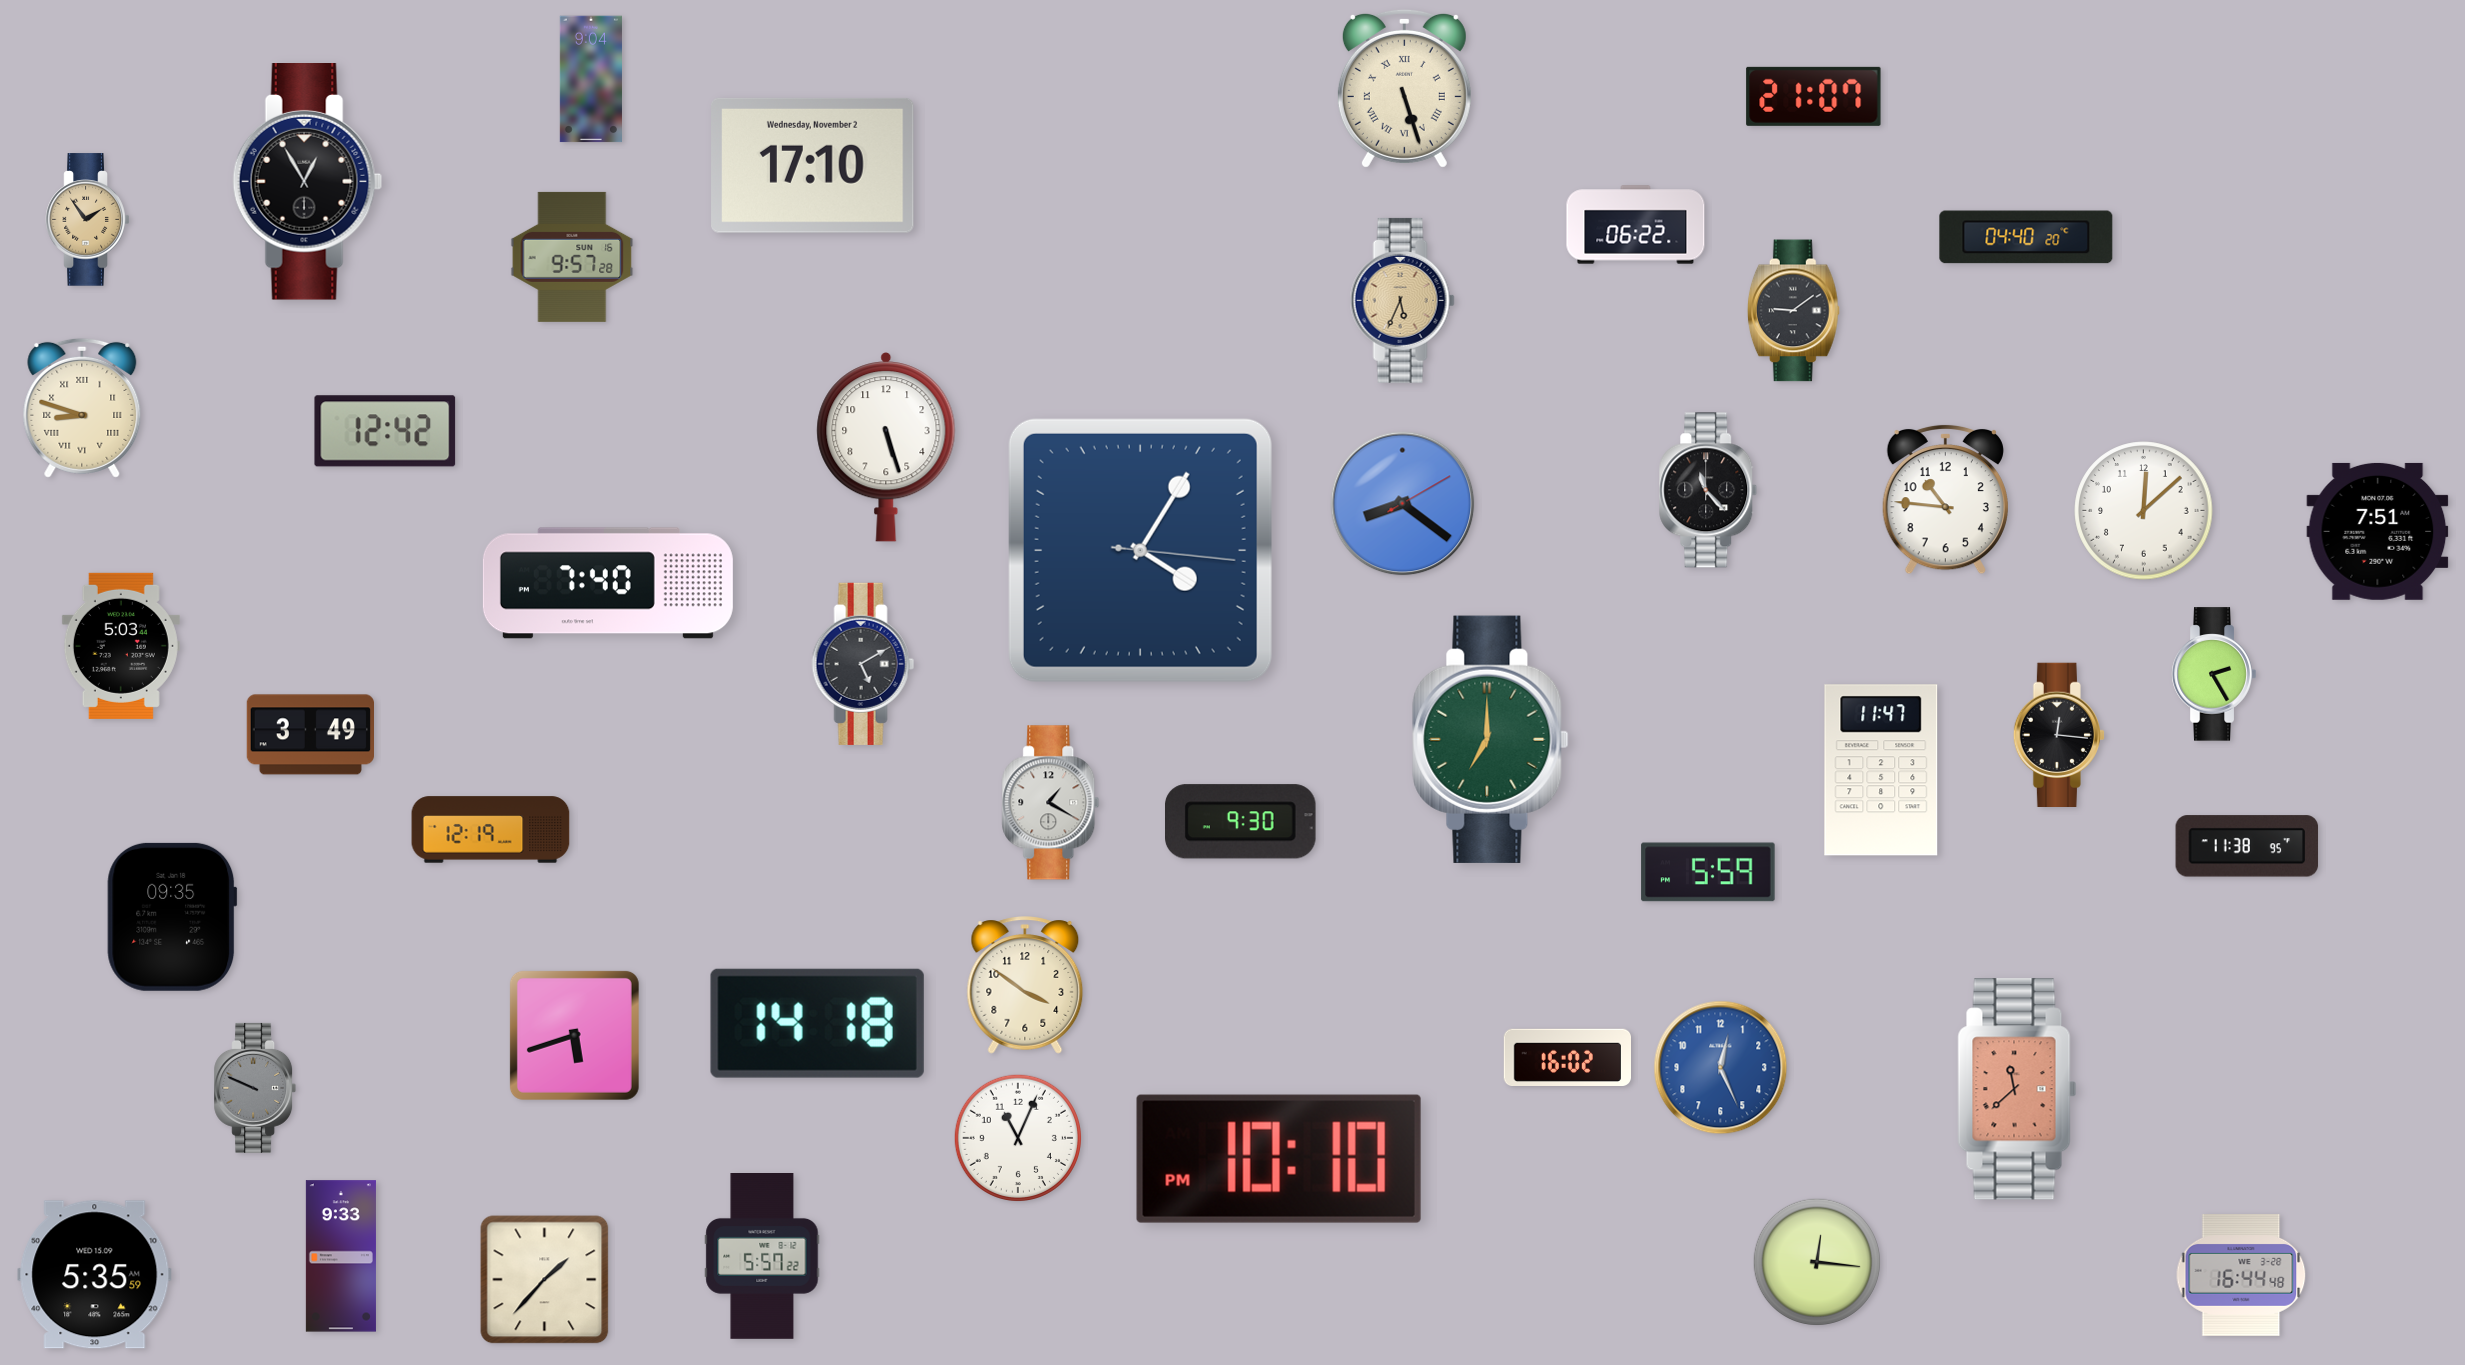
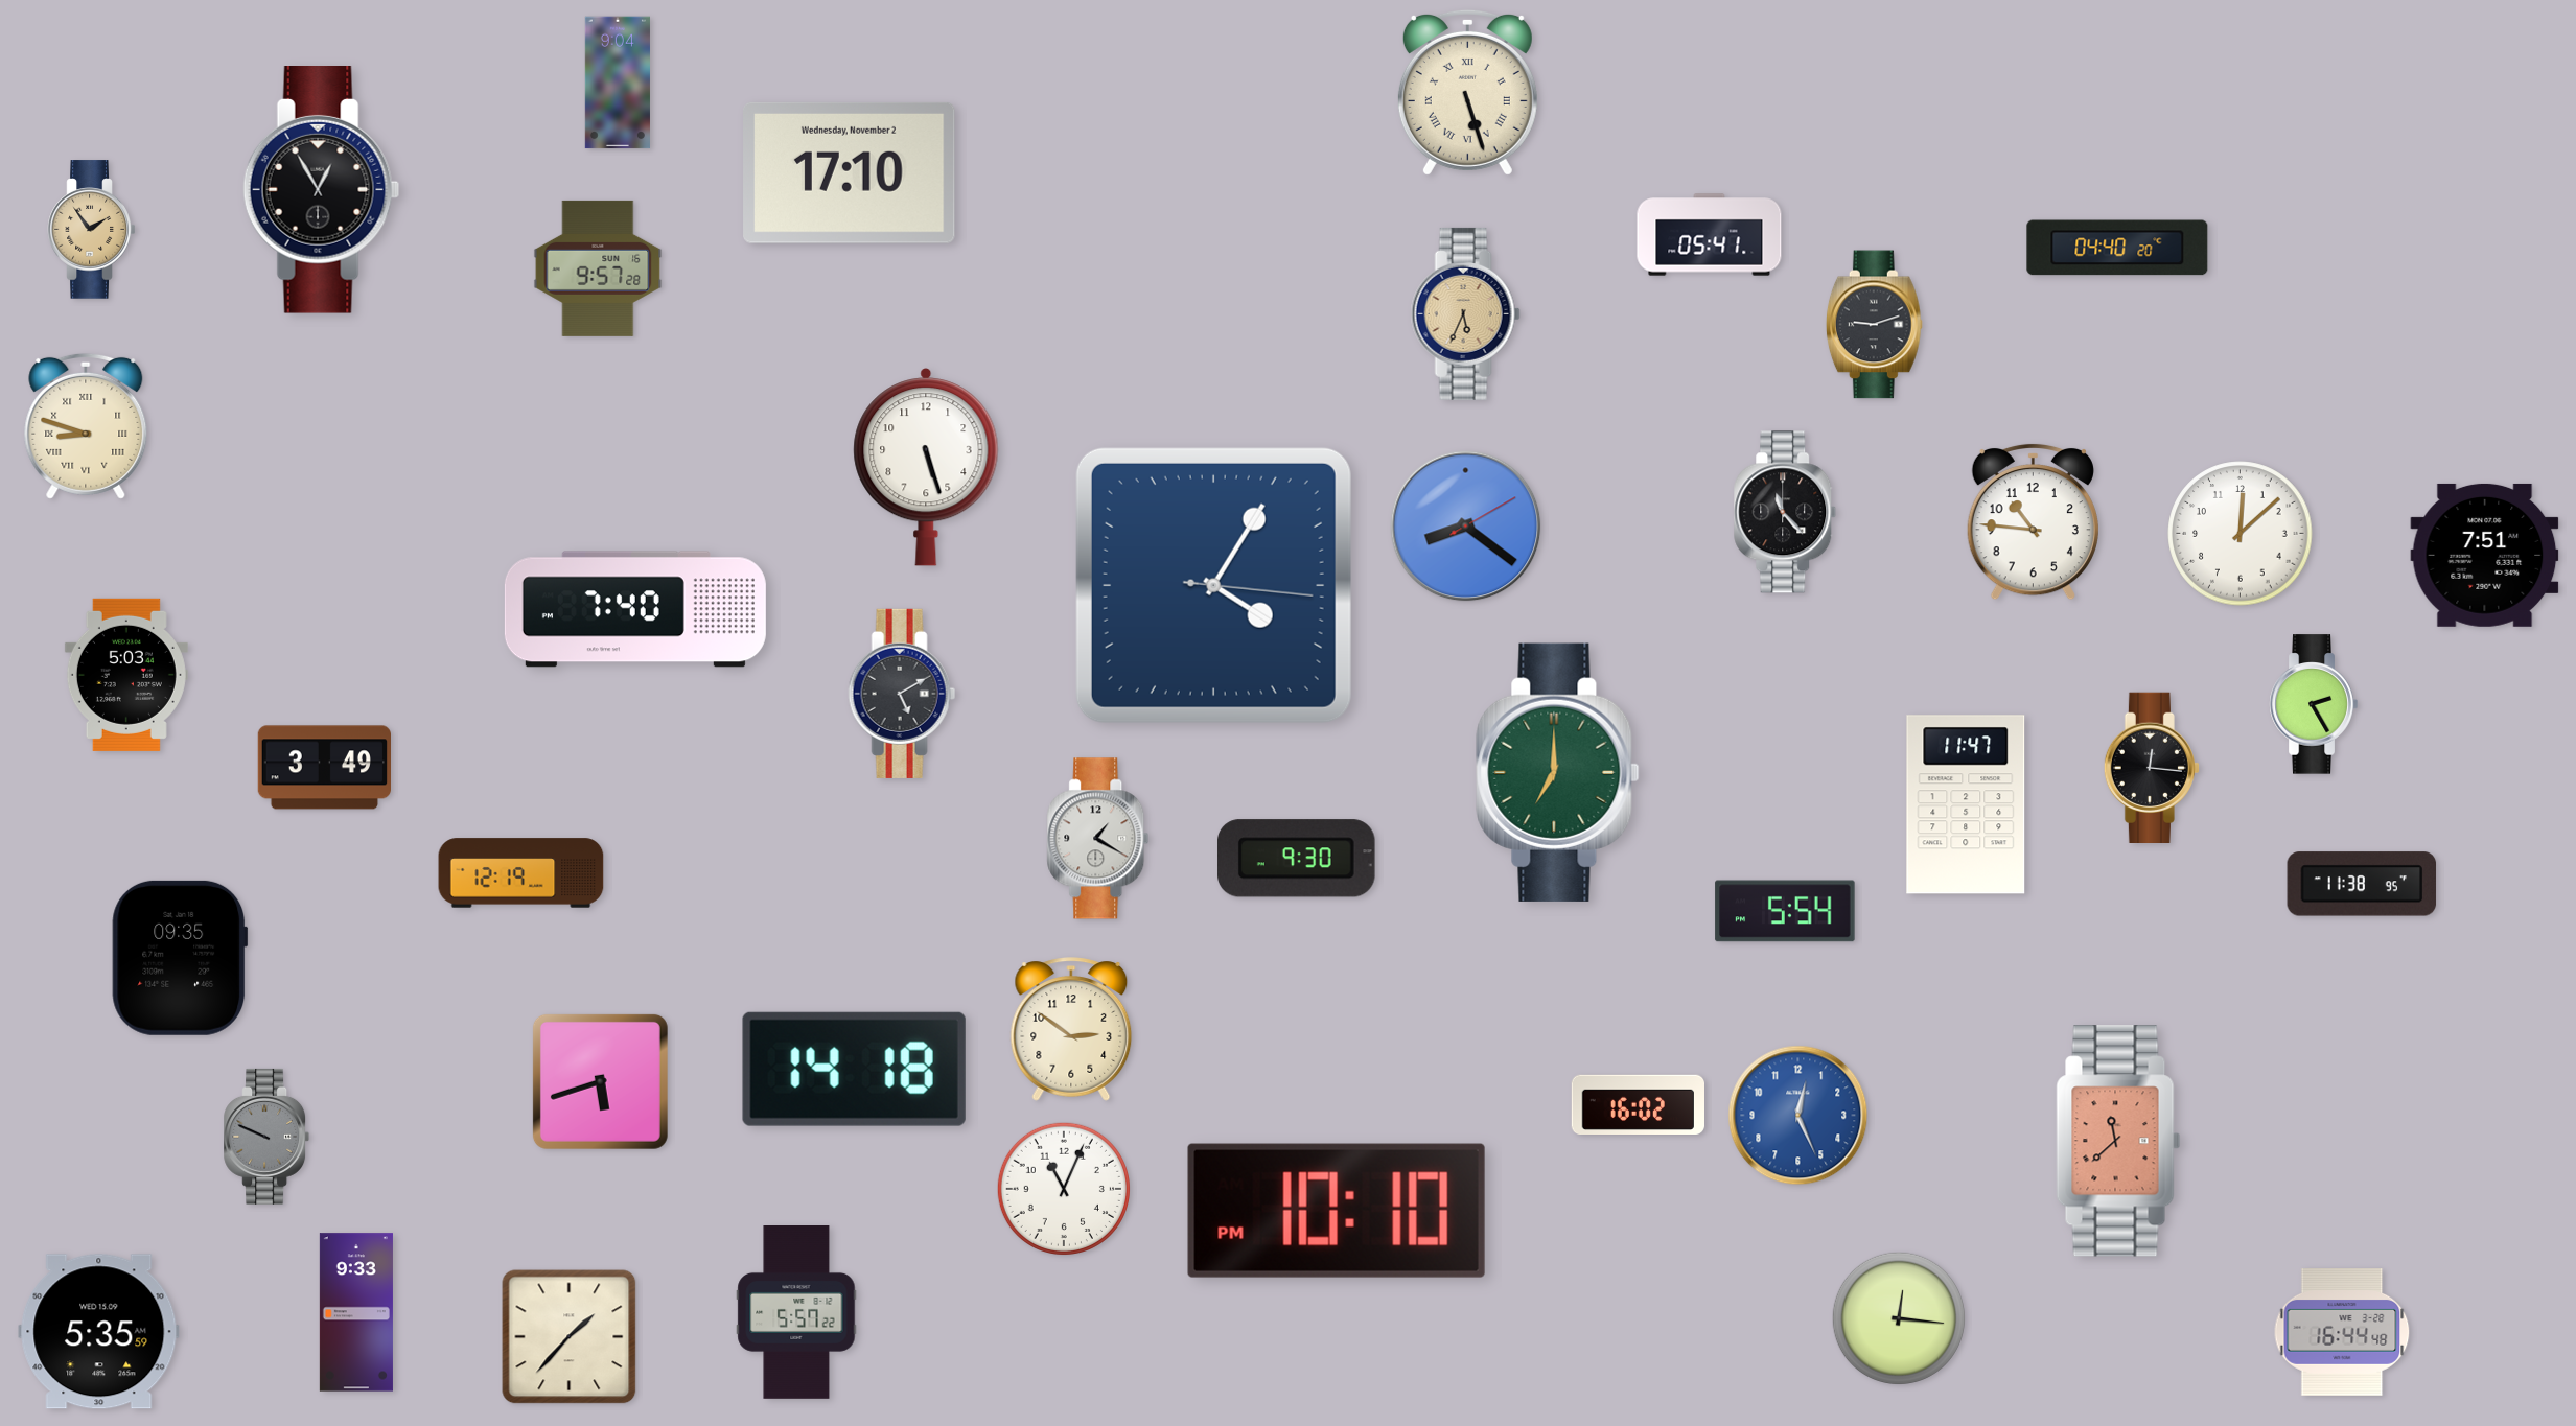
clock at (1814, 96): 21:07 -> none
clock at (1636, 225): 06:22 -> 05:41
clock at (1793, 311): 9:09 -> 9:12
clock at (385, 431): 12:42 -> none
clock at (1140, 550) position: (1140, 550) -> (1213, 585)
clock at (491, 830) position: (491, 830) -> (521, 873)
clock at (2247, 846) position: (2247, 846) -> (2362, 884)
clock at (1708, 872): 5:59 -> 5:54
clock at (1025, 985): 3:51 -> 2:51
clock at (2017, 1089) position: (2017, 1089) -> (2118, 1141)
